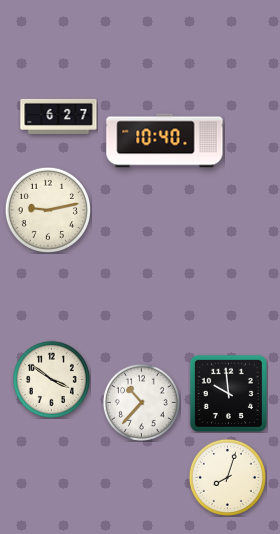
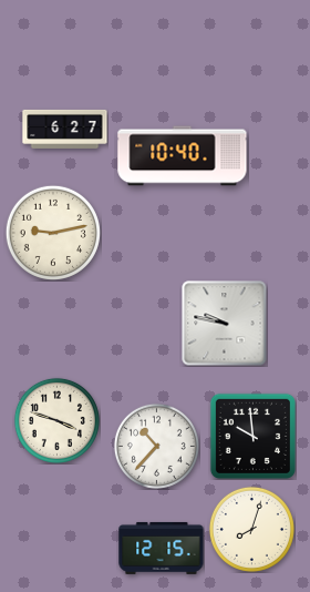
clock at (225, 324): none -> 9:47
clock at (51, 379): 3:51 -> 3:48
clock at (162, 548): none -> 12:15
